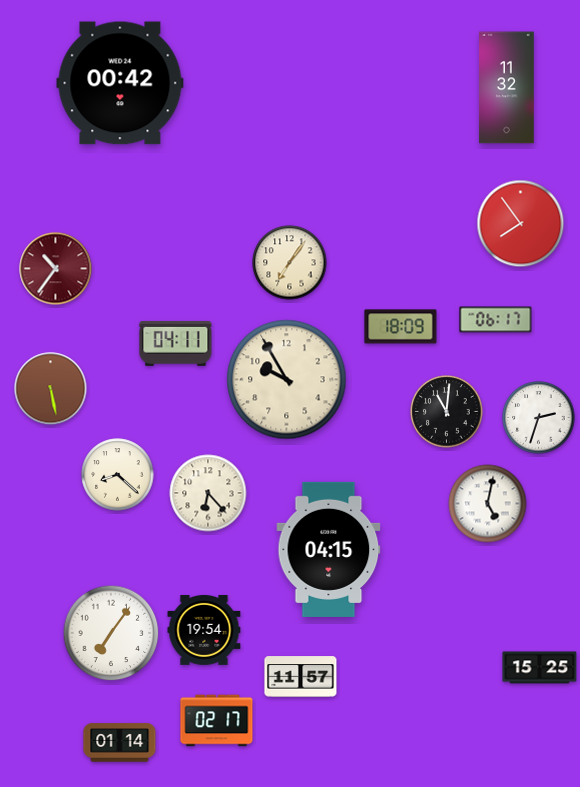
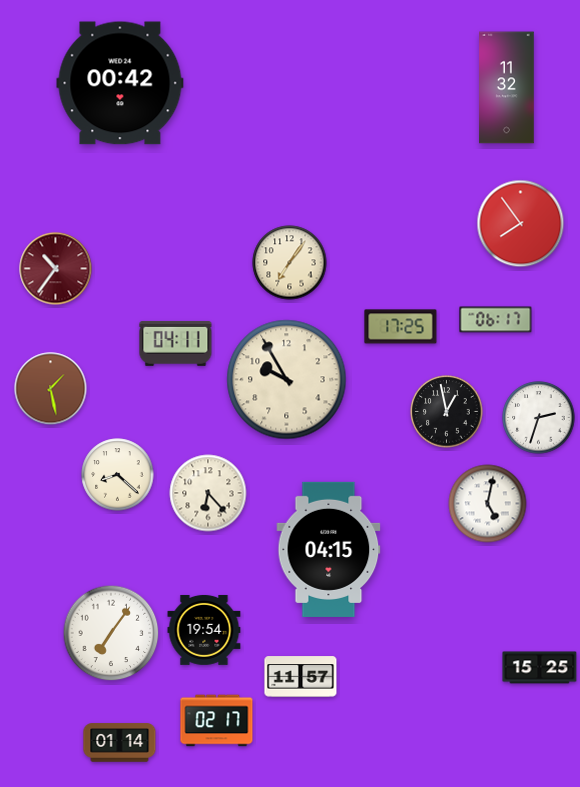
clock at (401, 327): 18:09 -> 17:25
clock at (51, 389): 5:28 -> 1:28
clock at (447, 412): 11:01 -> 12:58
